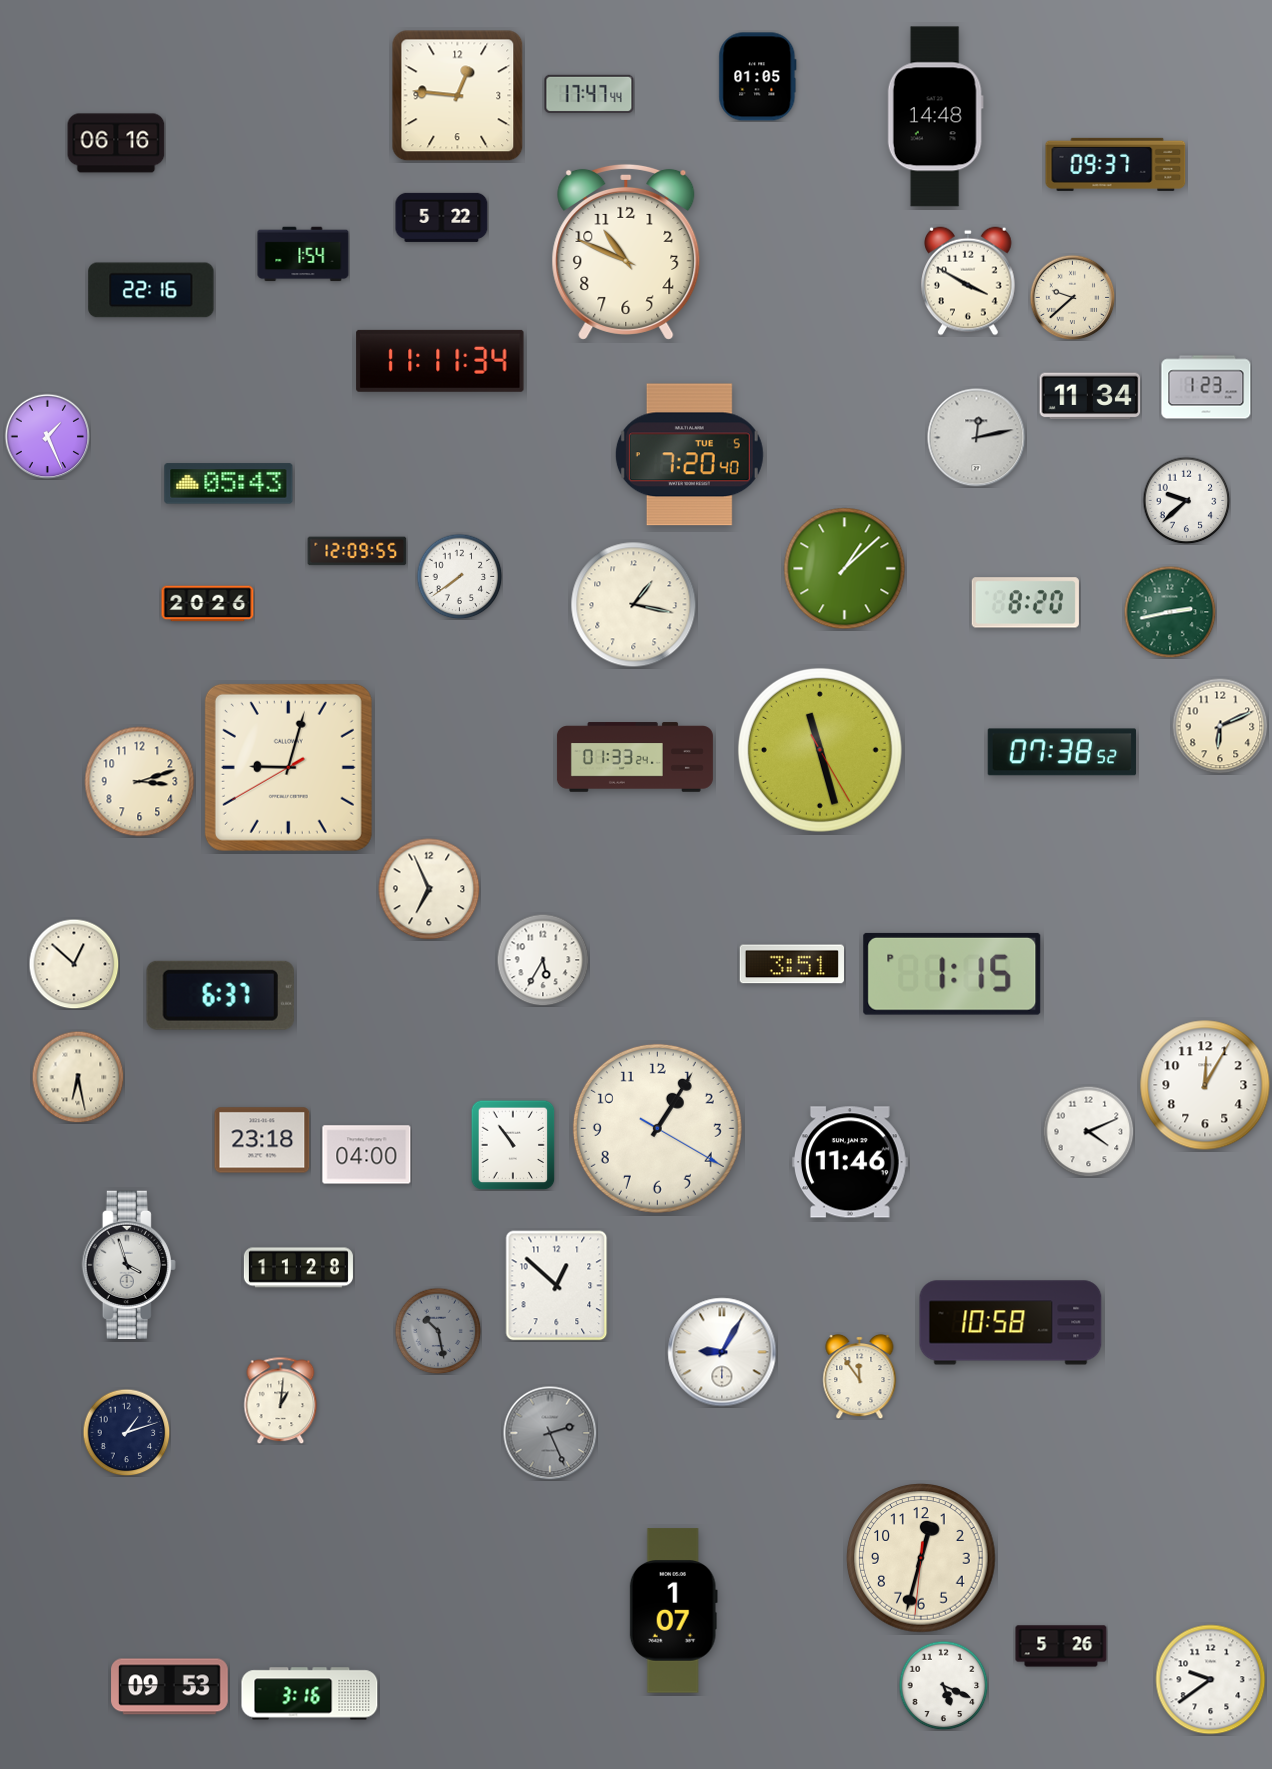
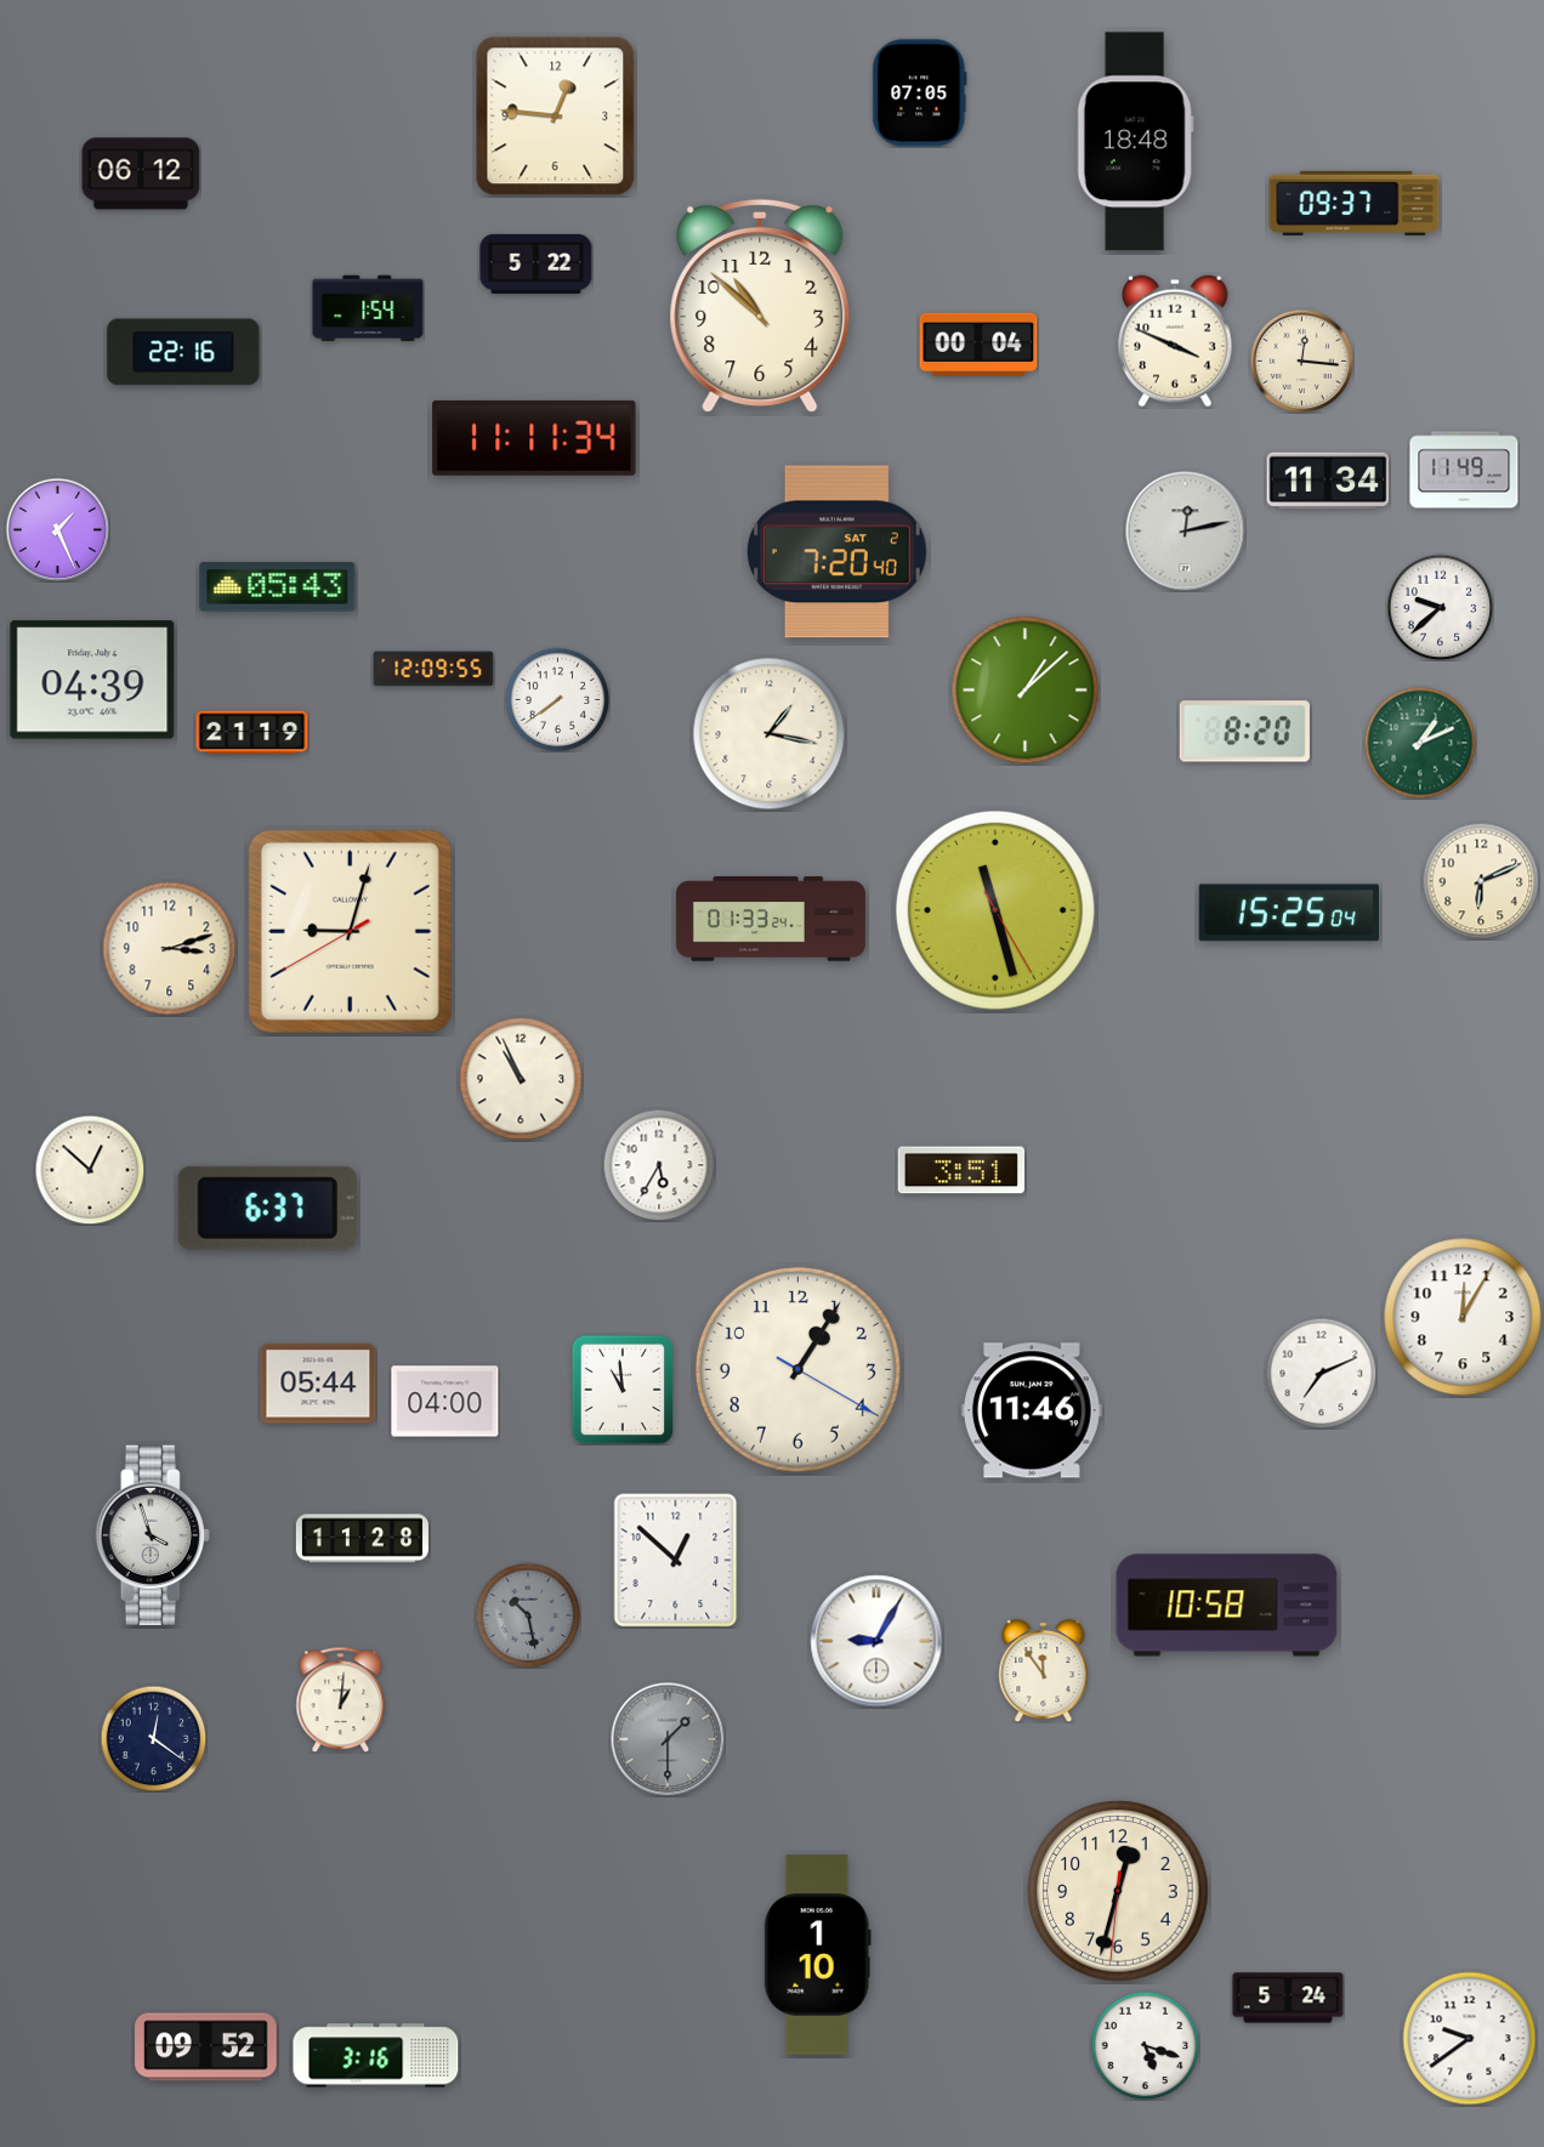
clock at (758, 77): 01:05 -> 07:05
clock at (589, 94): 17:47 -> none
clock at (935, 117): 14:48 -> 18:48
clock at (116, 143): 06:16 -> 06:12
clock at (1116, 164) position: (1116, 164) -> (1355, 203)
clock at (626, 252): 10:49 -> 10:52
clock at (969, 281): 3:50 -> 3:49
clock at (978, 345): none -> 00:04
clock at (1072, 297): 9:38 -> 12:16
clock at (1206, 387): 1:23 -> 11:49
clock at (1090, 396) position: (1090, 396) -> (1328, 481)
clock at (689, 455) date: TUE 5 -> SAT 2
clock at (92, 680): none -> 04:39
clock at (208, 604): 20:26 -> 21:19
clock at (1170, 612): 2:43 -> 1:11
clock at (1061, 752): 07:38 -> 15:25
clock at (429, 889): 6:56 -> 10:56
clock at (952, 974): 1:15 -> none
clock at (78, 1077): 6:28 -> none
clock at (1088, 1131): 4:11 -> 7:11
clock at (262, 1140): 23:18 -> 05:44
clock at (513, 1145): 10:54 -> 10:59
clock at (129, 1264) position: (129, 1264) -> (153, 1534)
clock at (438, 1331) position: (438, 1331) -> (528, 1615)
clock at (126, 1432): 1:12 -> 12:21
clock at (550, 1433): 2:26 -> 1:30
clock at (673, 1611): 1:07 -> 1:10
clock at (1061, 1646): 5:26 -> 5:24
clock at (943, 1685): 5:19 -> 5:18
clock at (170, 1687): 09:53 -> 09:52
